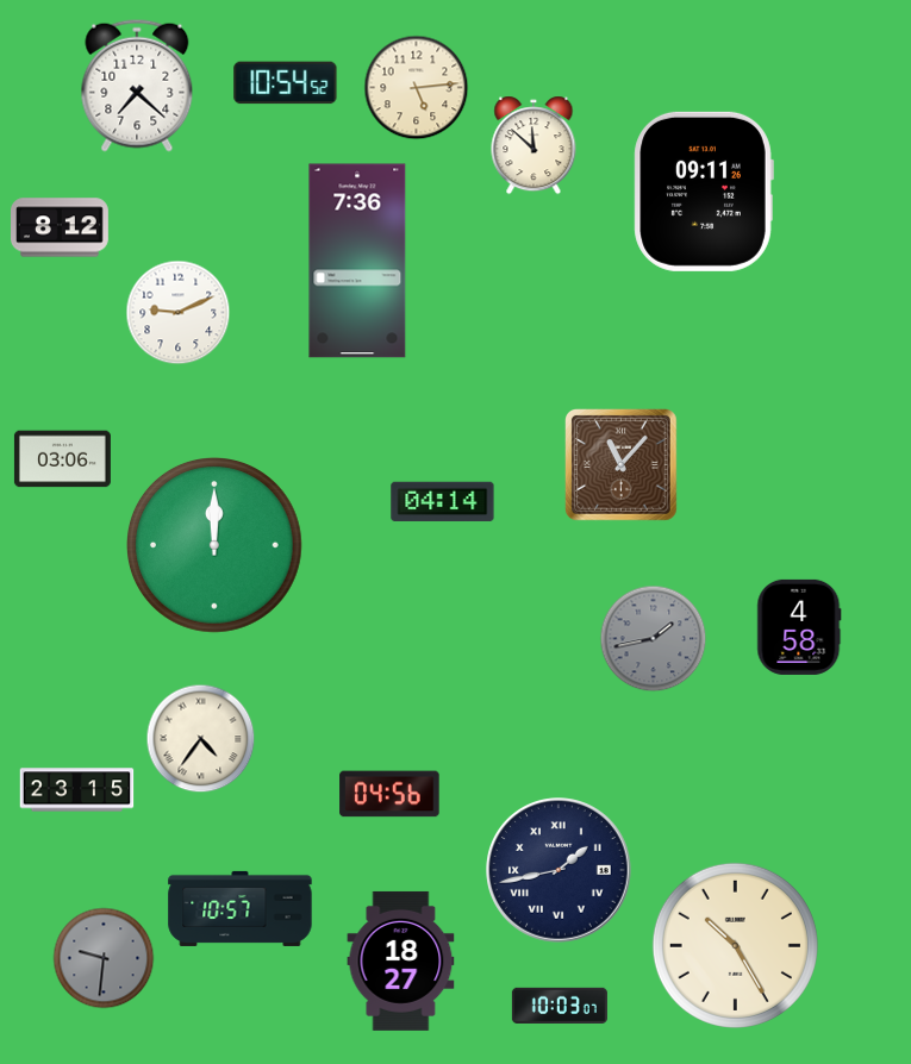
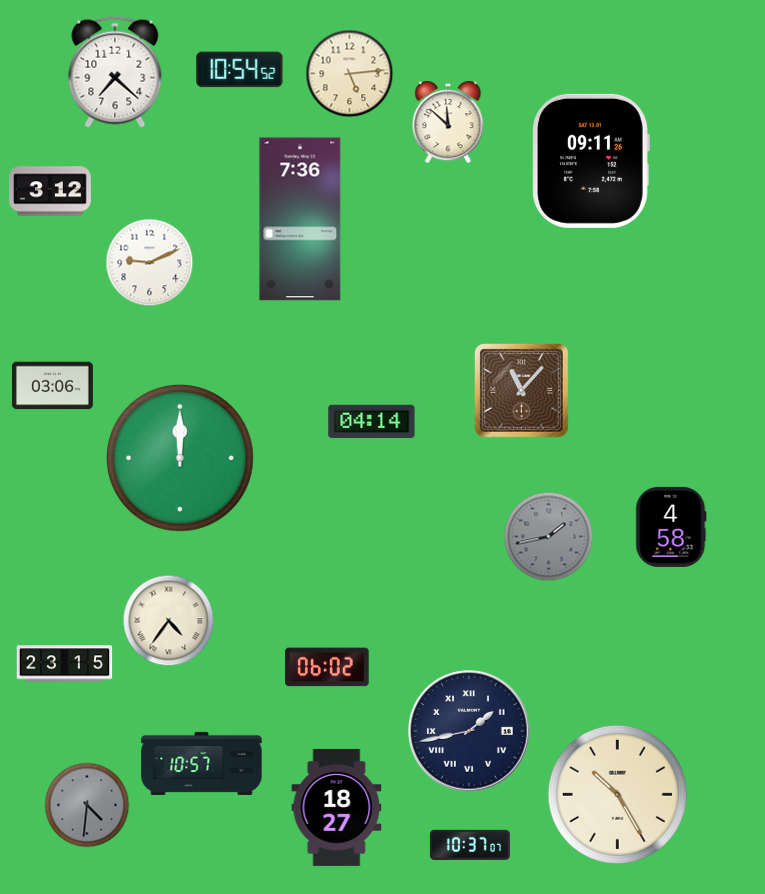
clock at (61, 227): 8:12 -> 3:12
clock at (389, 794): 04:56 -> 06:02
clock at (104, 958): 9:31 -> 4:31
clock at (560, 1006): 10:03 -> 10:37
